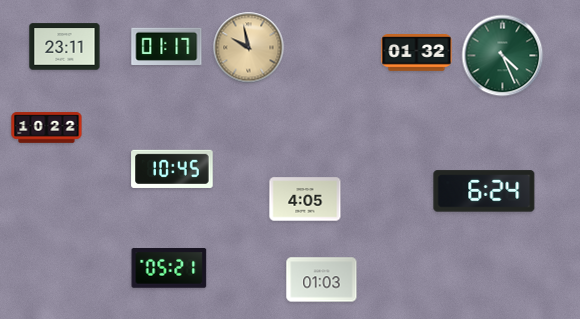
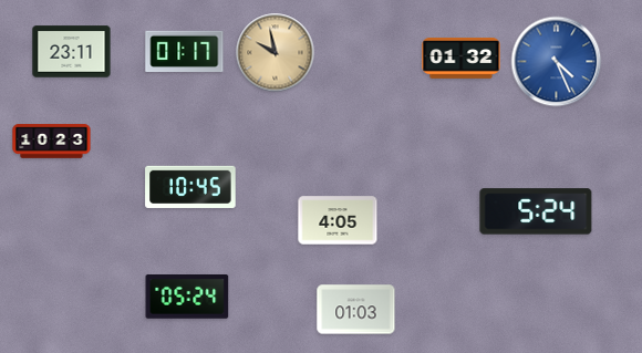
clock at (503, 56) dial: green -> blue
clock at (47, 128): 10:22 -> 10:23
clock at (484, 191): 6:24 -> 5:24
clock at (169, 269): 05:21 -> 05:24
